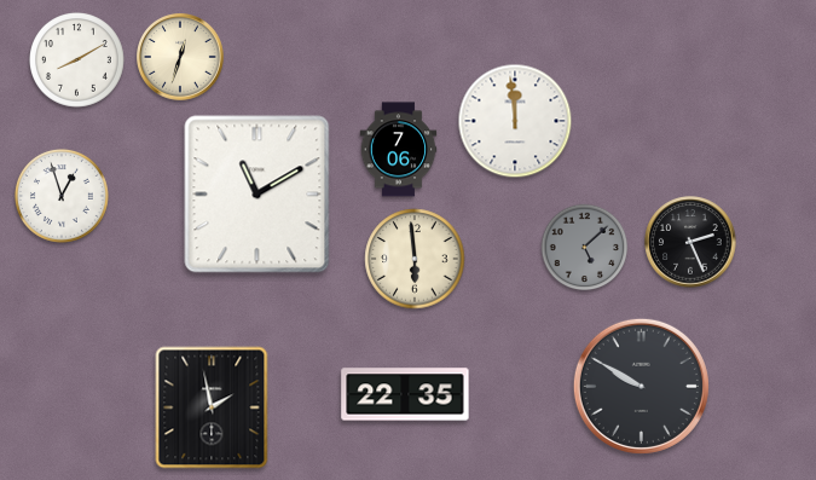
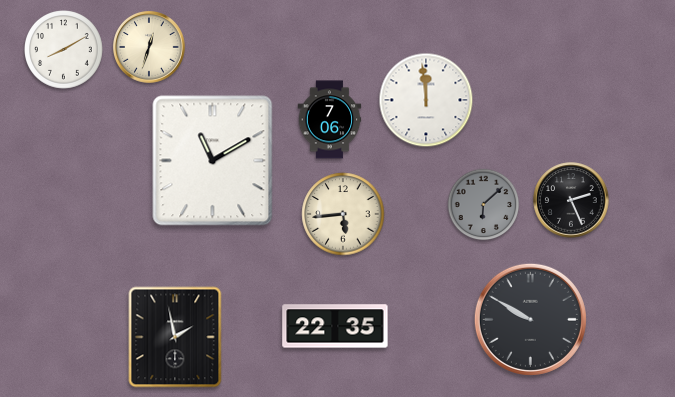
clock at (399, 150) position: (399, 150) -> (330, 120)
clock at (62, 196): 12:57 -> none
clock at (585, 248): 5:08 -> 6:08
clock at (415, 259): 5:59 -> 5:44
